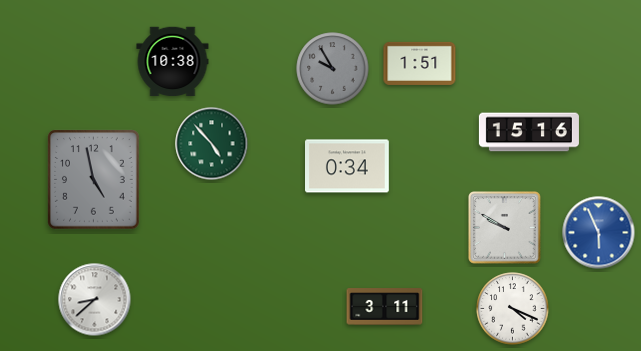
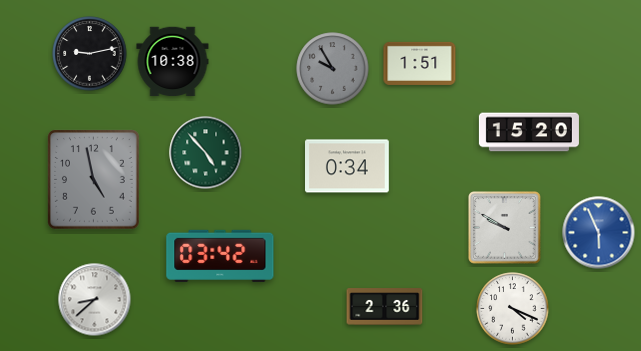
clock at (90, 54): none -> 9:13
clock at (529, 132): 15:16 -> 15:20
clock at (212, 144) position: (212, 144) -> (206, 153)
clock at (220, 256): none -> 03:42
clock at (385, 307): 3:11 -> 2:36
